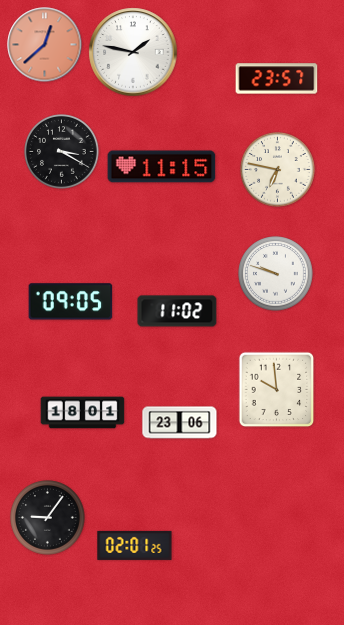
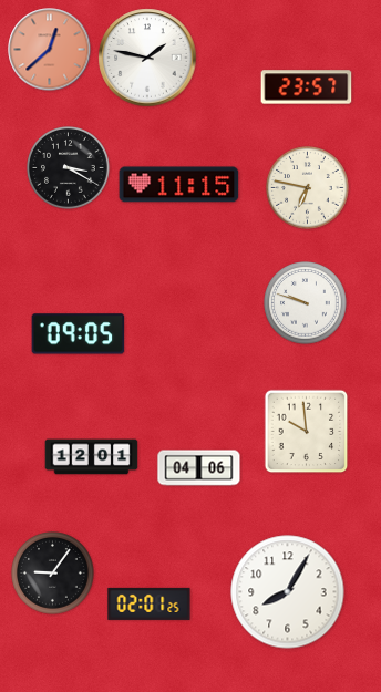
clock at (177, 311): 11:02 -> none
clock at (83, 413): 18:01 -> 12:01
clock at (180, 423): 23:06 -> 04:06
clock at (288, 592): none -> 8:05
